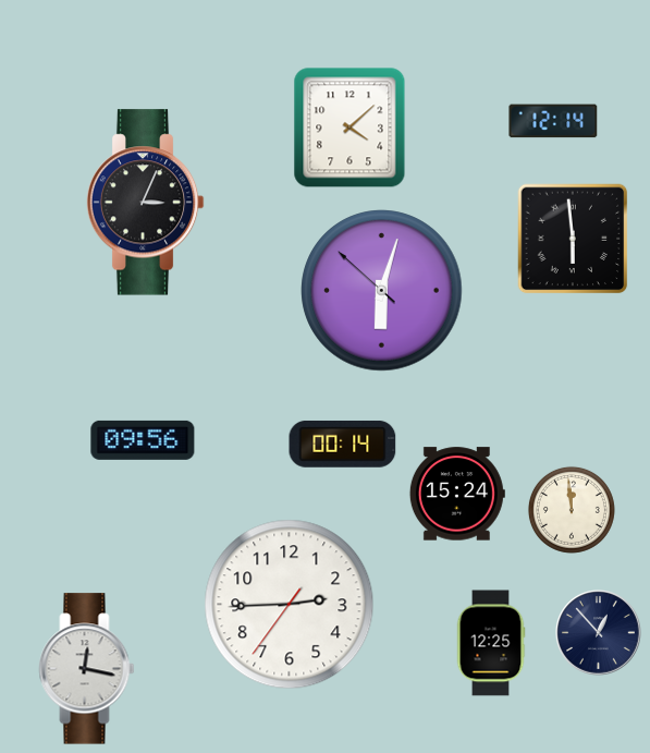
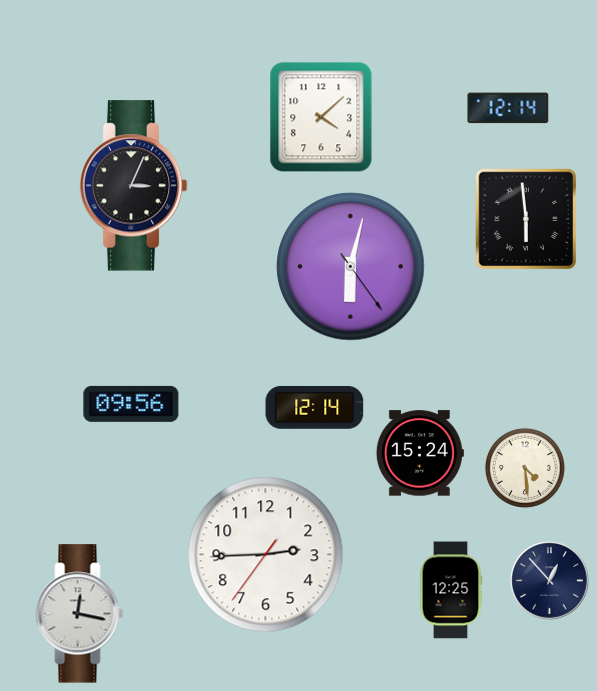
clock at (553, 121) position: (553, 121) -> (508, 108)
clock at (382, 291): 6:02:52 -> 6:02:24
clock at (343, 444): 00:14 -> 12:14
clock at (572, 510): 11:59 -> 4:29
